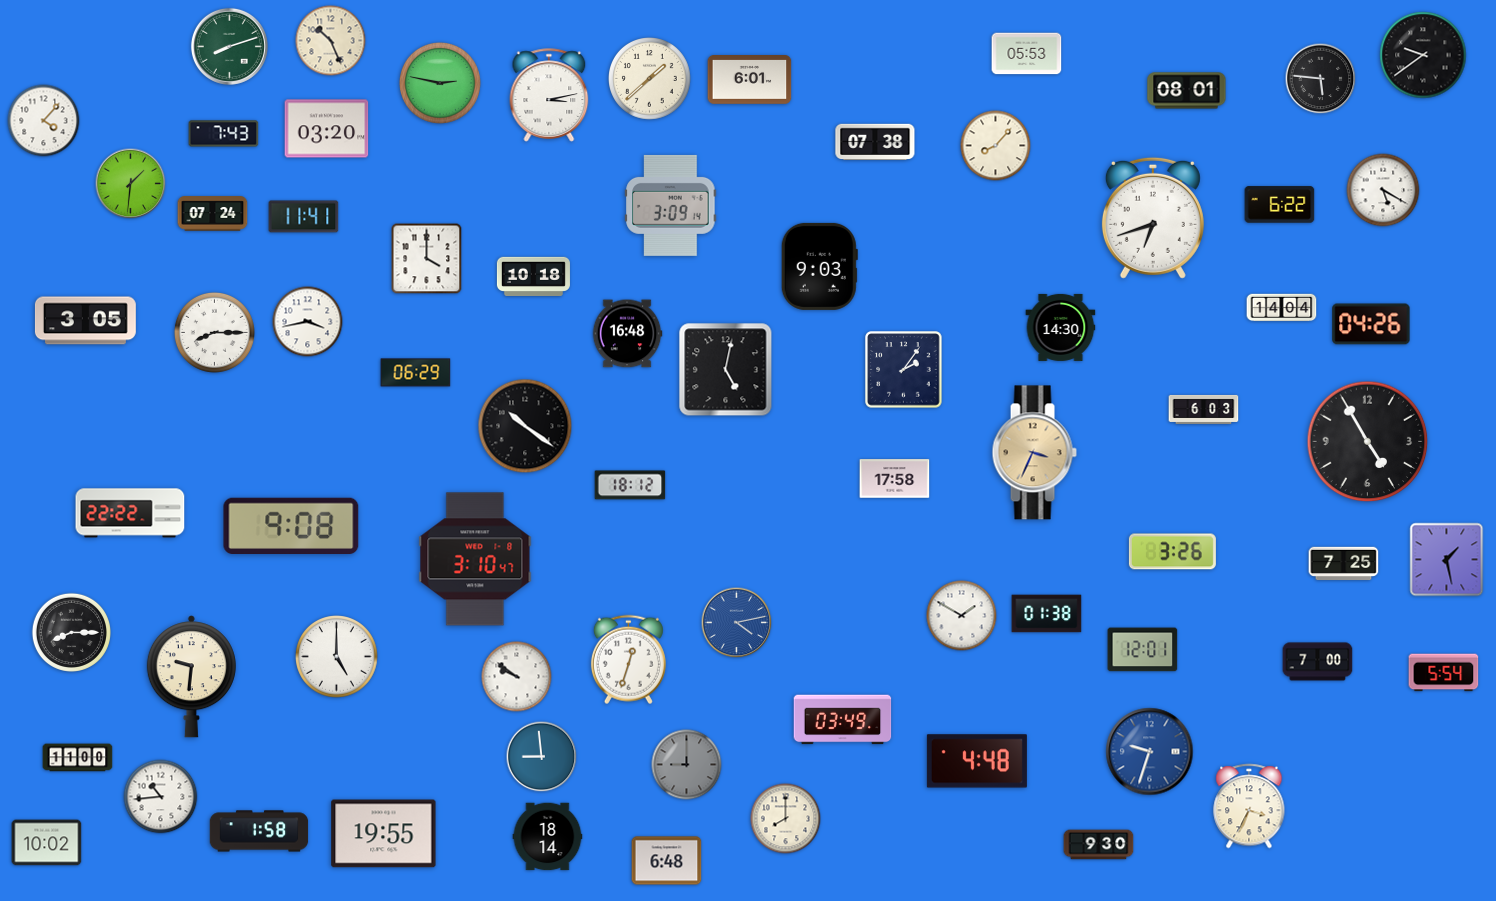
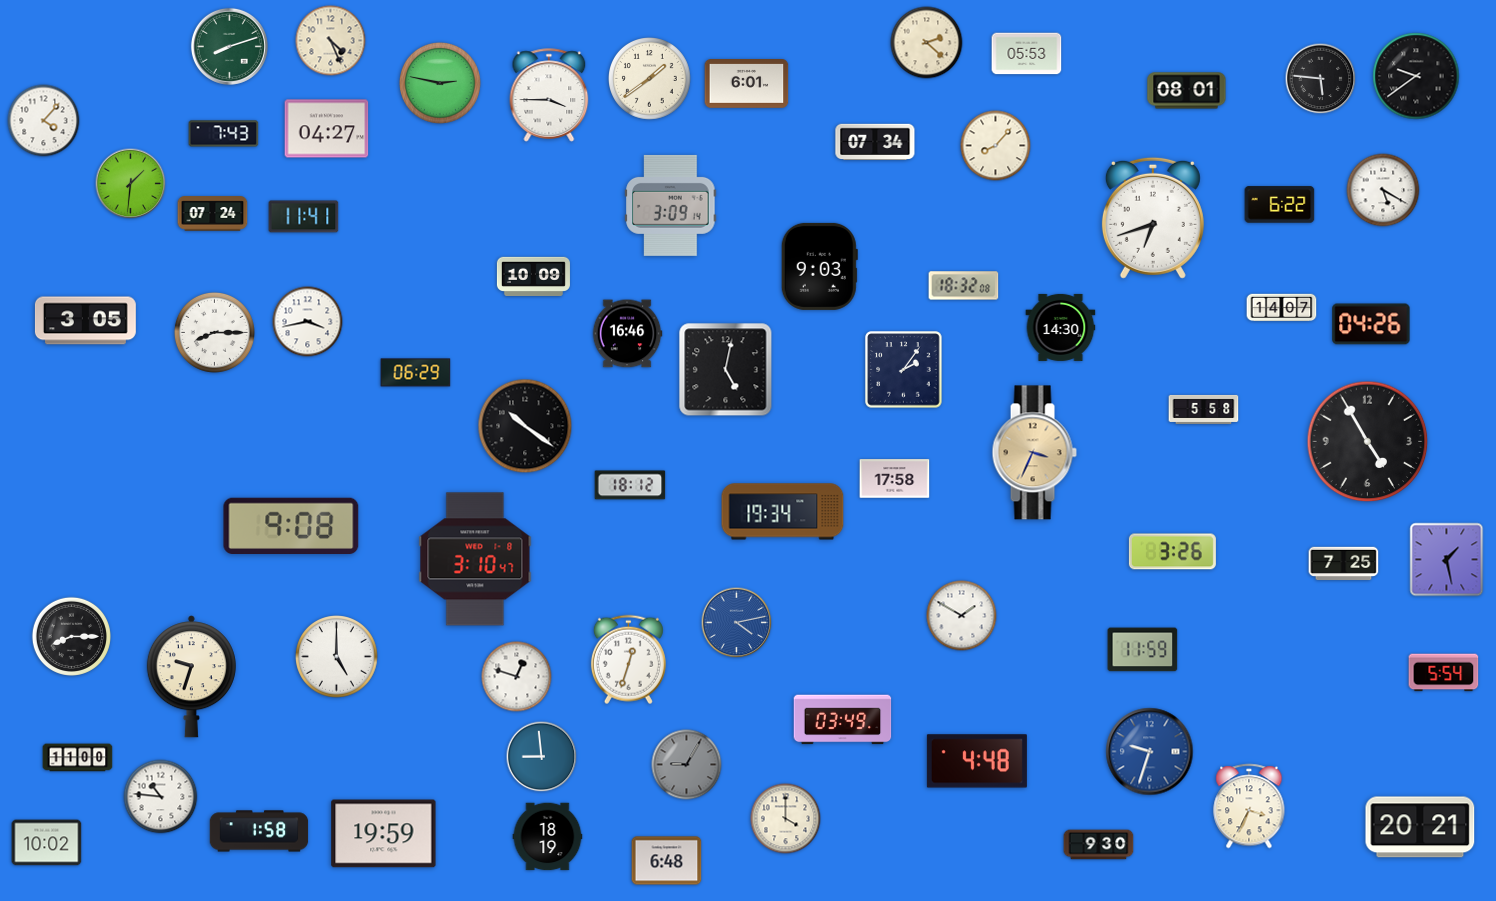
clock at (331, 41): 10:26 -> 4:26
clock at (927, 43): none -> 2:22
clock at (1423, 55) position: (1423, 55) -> (1416, 76)
clock at (650, 79): 1:38 -> 1:39
clock at (750, 80) position: (750, 80) -> (747, 84)
clock at (549, 95): 3:13 -> 3:45
clock at (327, 129): 03:20 -> 04:27
clock at (875, 141): 07:38 -> 07:34
clock at (427, 259): 4:00 -> none
clock at (533, 276): 10:18 -> 10:09
clock at (964, 286): none -> 18:32
clock at (1282, 308): 14:04 -> 14:07
clock at (627, 334): 16:48 -> 16:46
clock at (1204, 409): 6:03 -> 5:58
clock at (783, 512): none -> 19:34
clock at (130, 513): 22:22 -> none
clock at (1047, 614): 01:38 -> none
clock at (71, 632) position: (71, 632) -> (71, 636)
clock at (1143, 650): 12:01 -> 11:59
clock at (1318, 662): 7:00 -> none
clock at (191, 677): 9:31 -> 9:33
clock at (517, 677): 9:51 -> 12:48
clock at (687, 765): 9:00 -> 9:05
clock at (161, 797): 10:44 -> 10:46
clock at (786, 819): 8:00 -> 4:00
clock at (1420, 827): none -> 20:21
clock at (384, 834): 19:55 -> 19:59
clock at (548, 837): 18:14 -> 18:19
